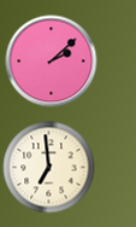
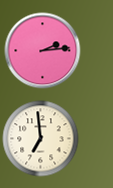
clock at (52, 62): 2:08 -> 2:14
